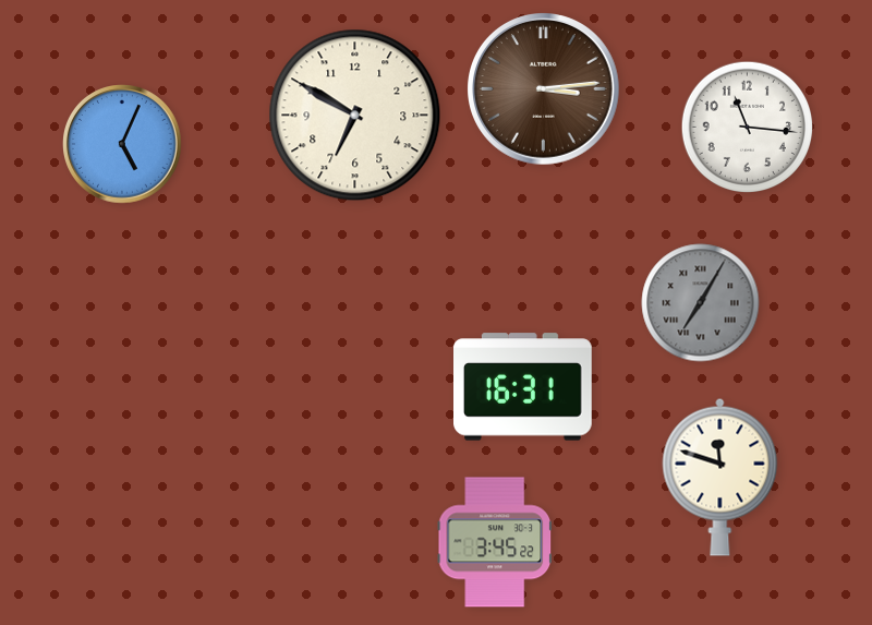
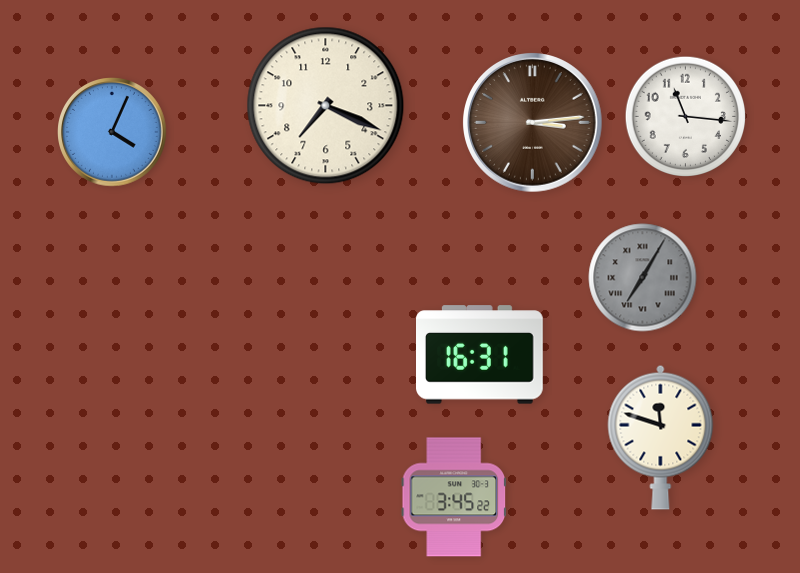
clock at (544, 89) position: (544, 89) -> (533, 123)
clock at (355, 116): 6:50 -> 7:19
clock at (122, 144): 5:04 -> 4:04
